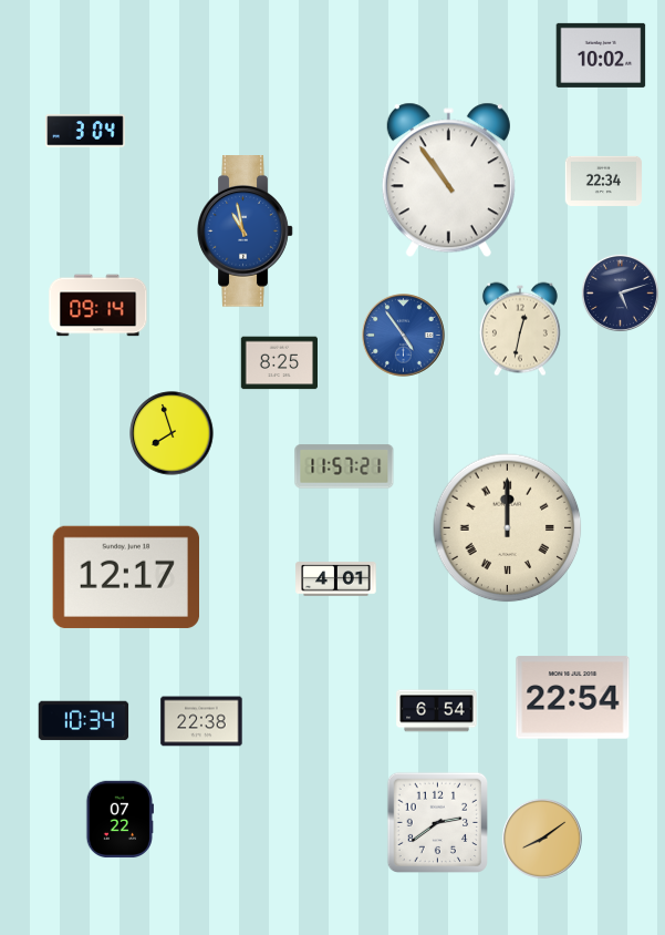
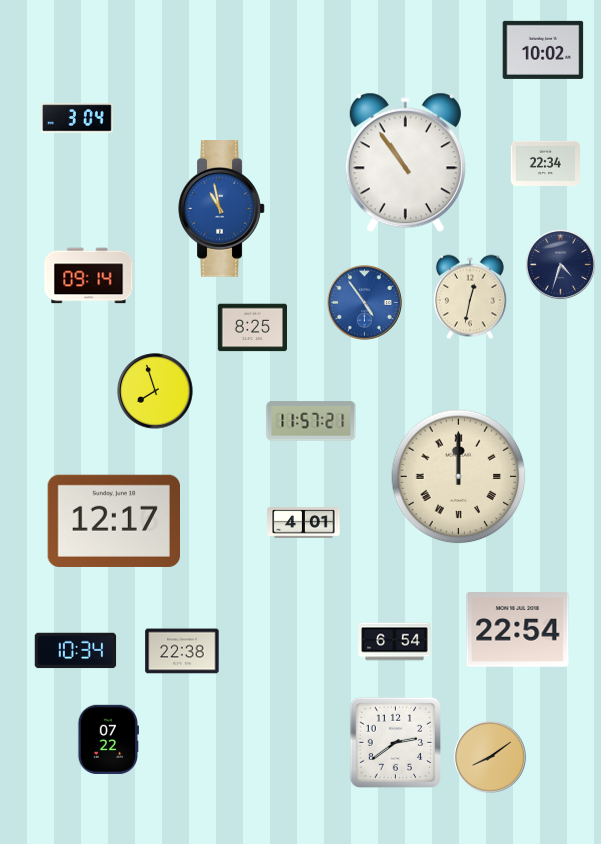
clock at (620, 292): 5:12 -> 4:33
